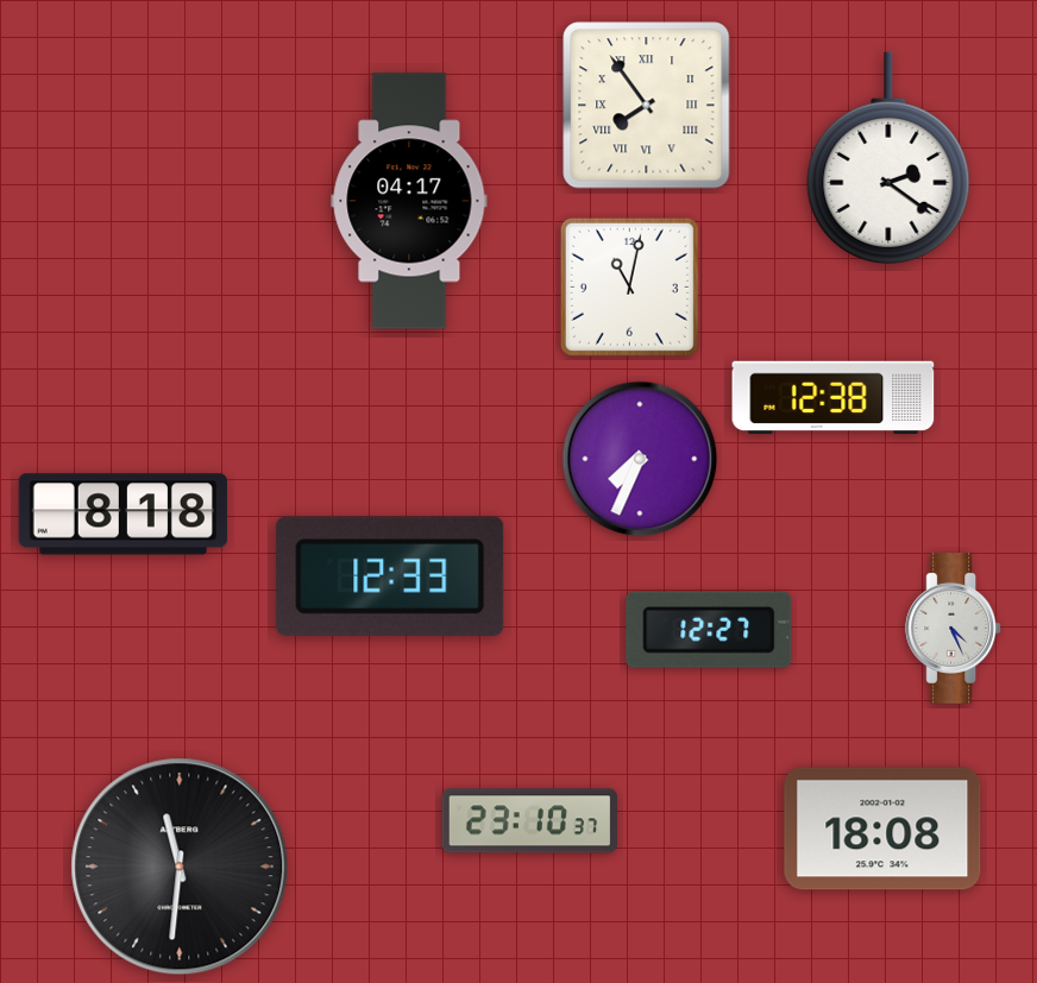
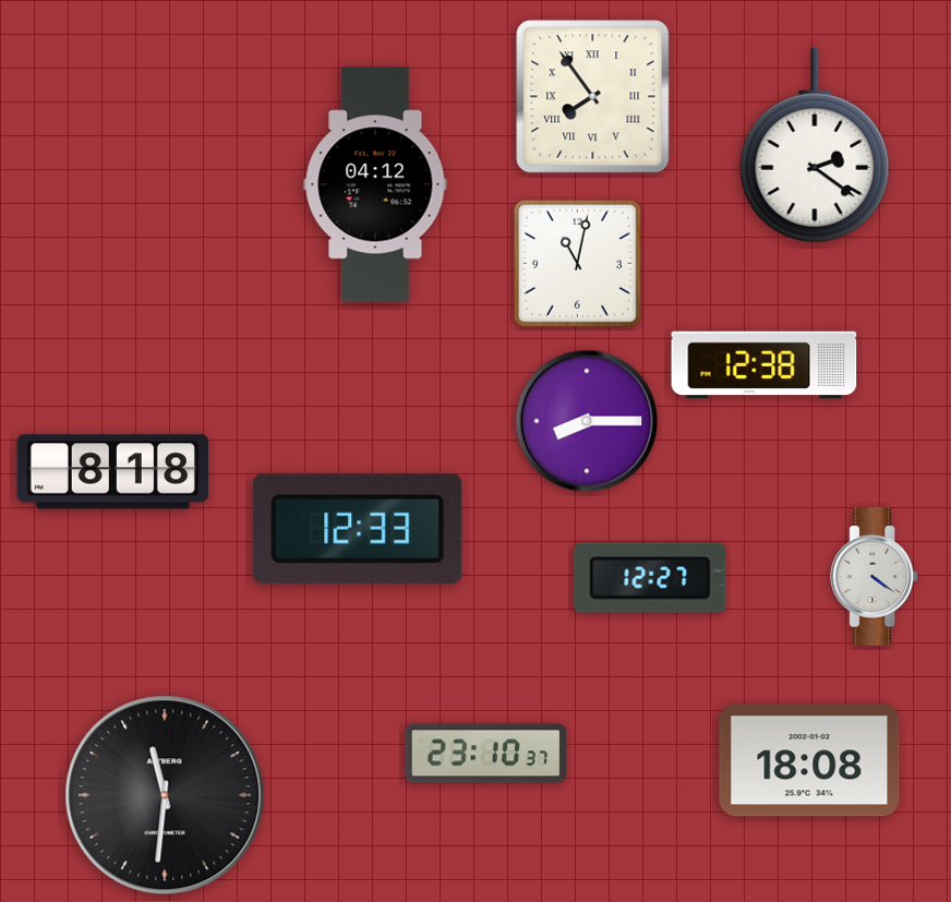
clock at (409, 201): 04:17 -> 04:12
clock at (640, 459): 7:34 -> 8:15
clock at (954, 629): 4:26 -> 4:21
